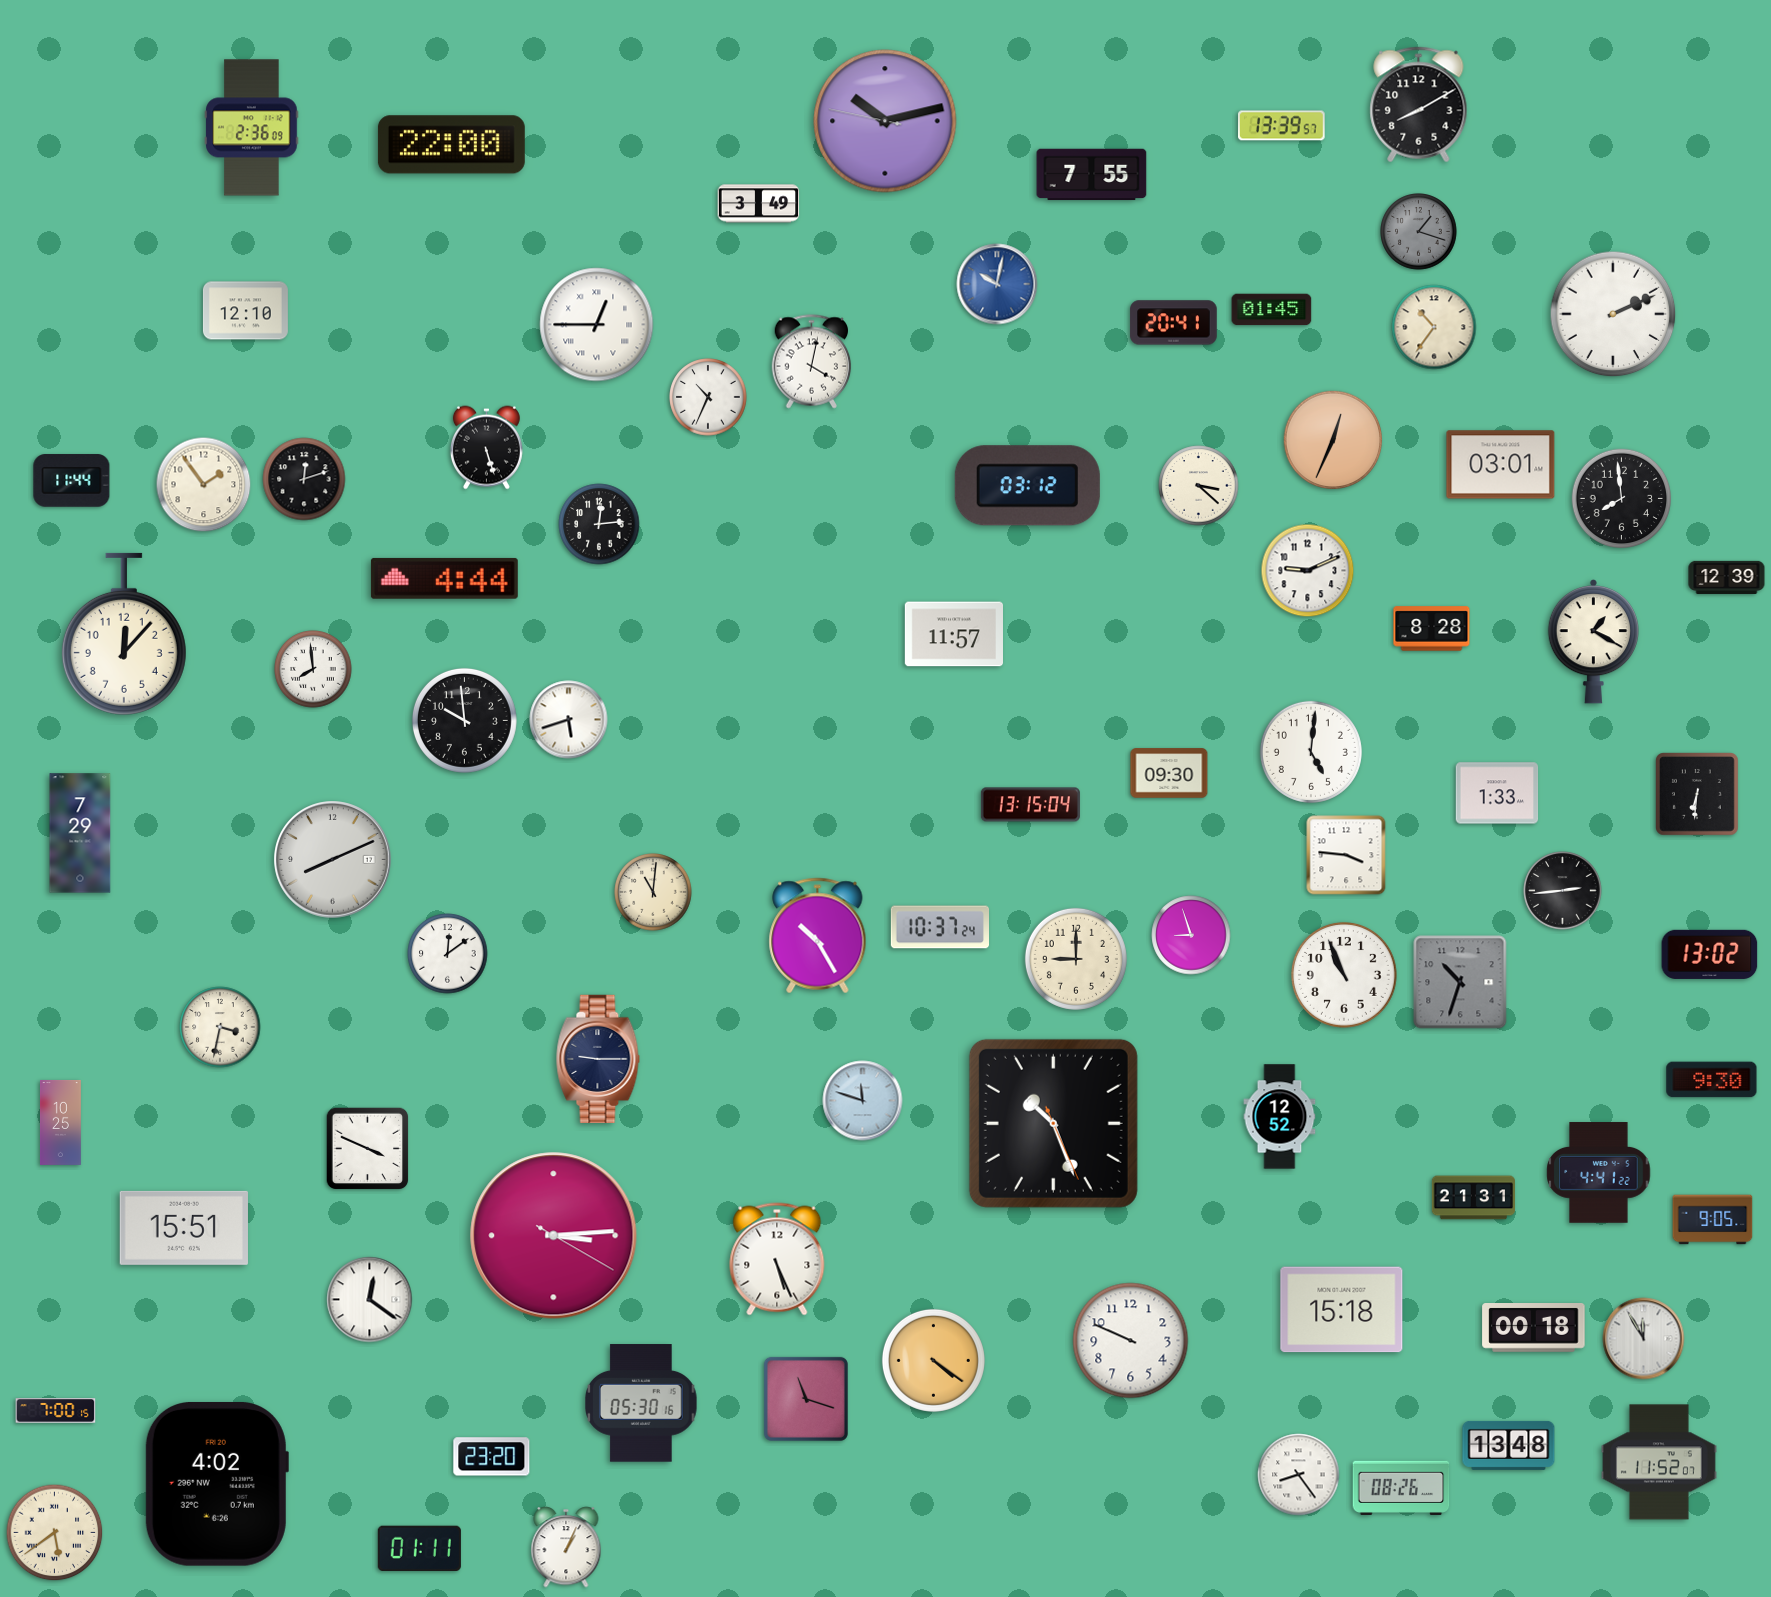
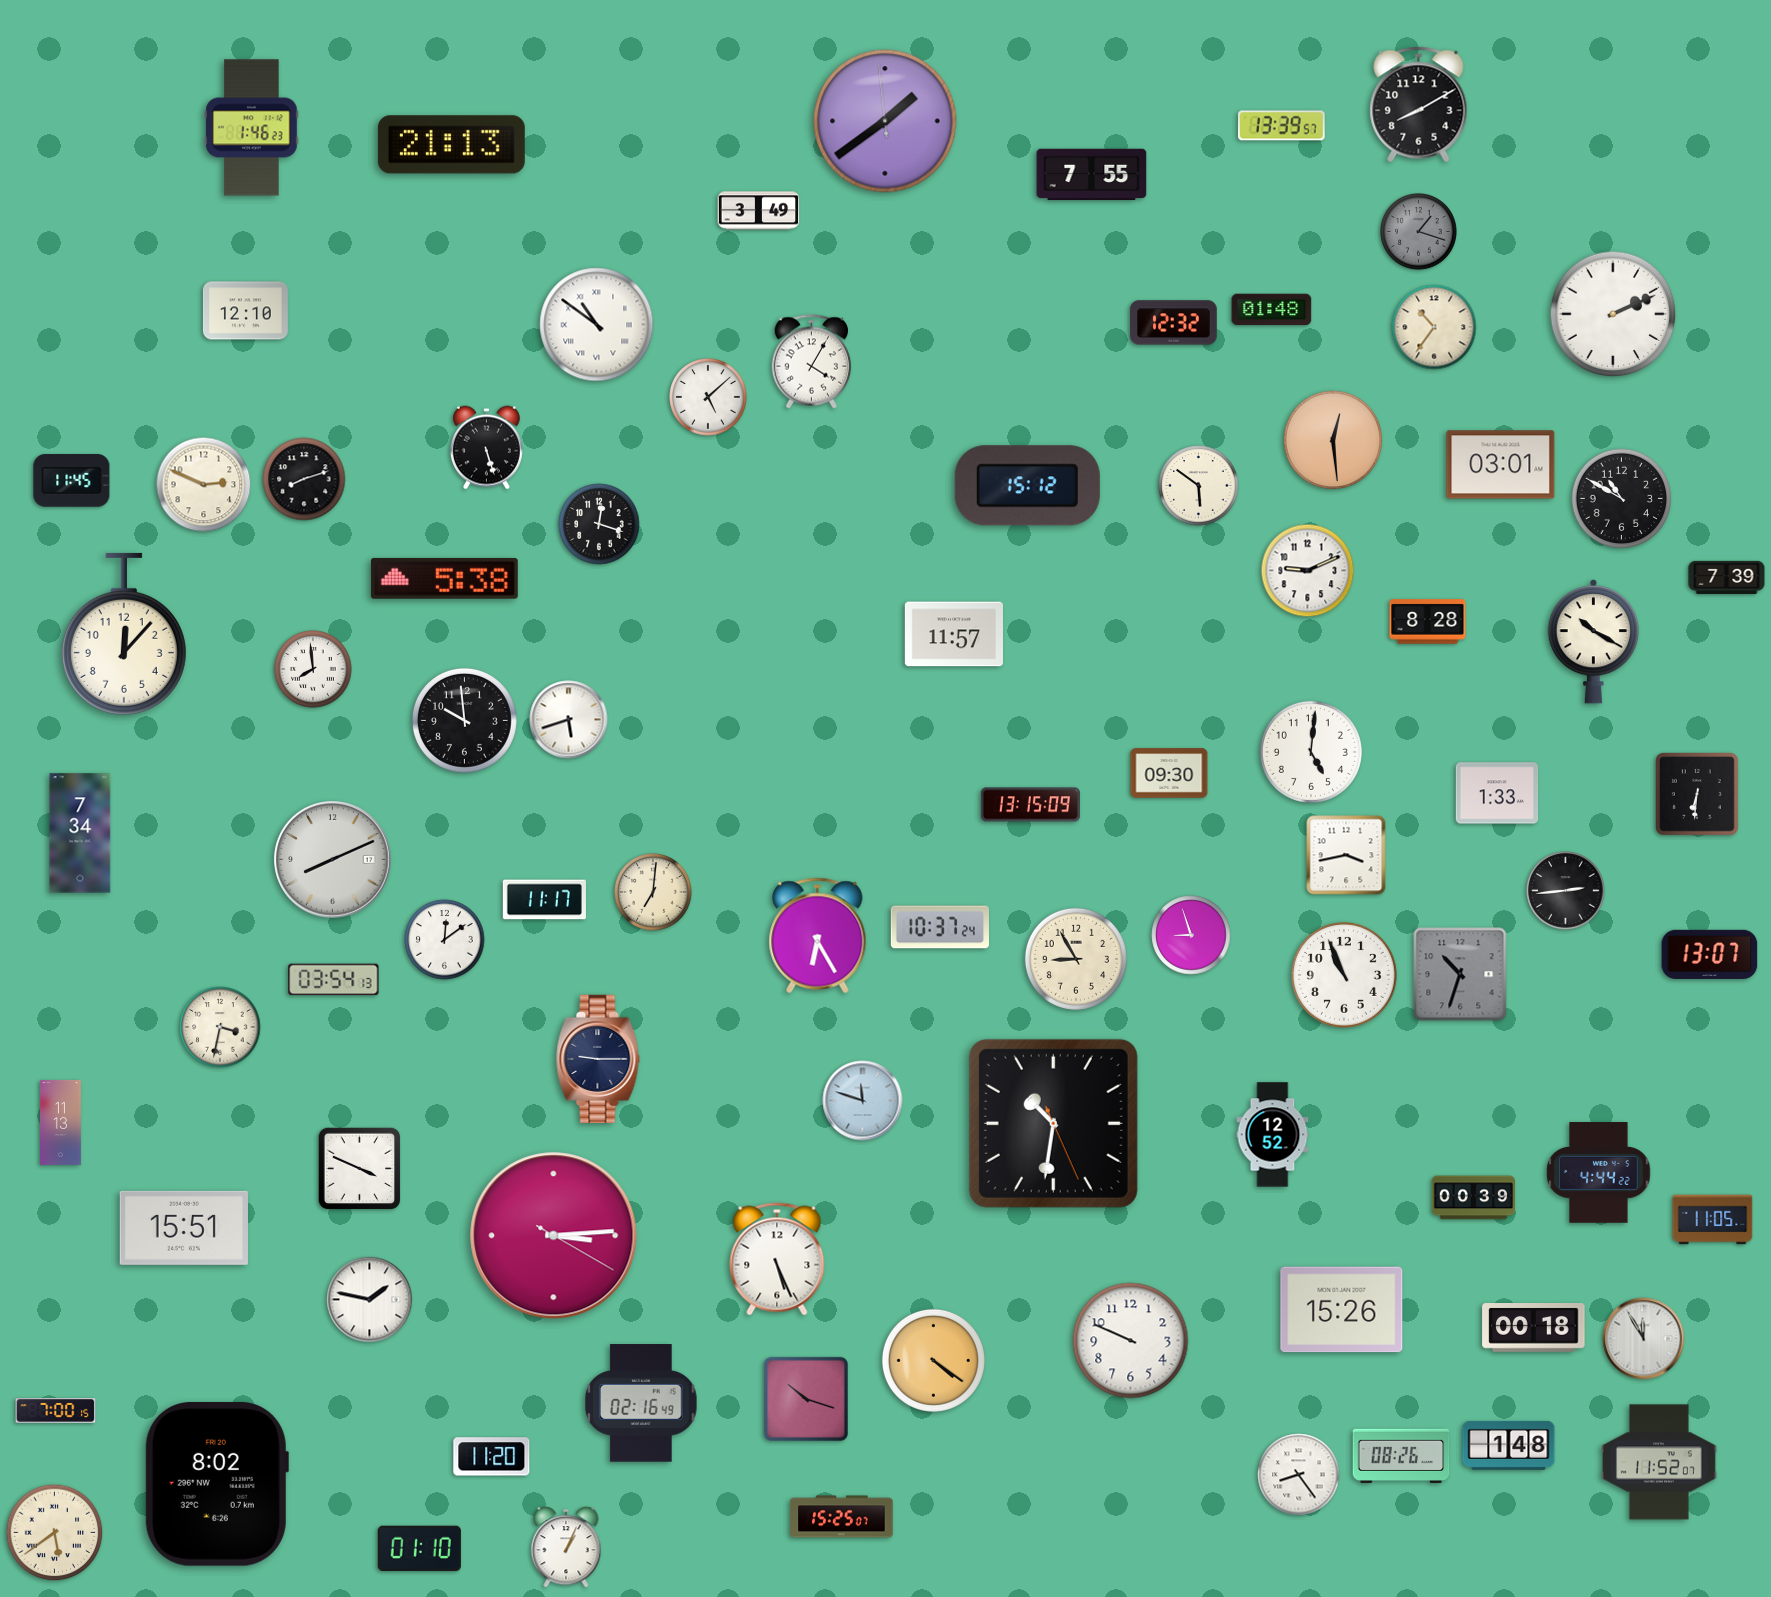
clock at (885, 121): 10:12 -> 1:38
clock at (252, 128): 2:36 -> 1:46
clock at (451, 145): 22:00 -> 21:13
clock at (759, 204) position: (759, 204) -> (759, 211)
clock at (997, 284): 10:02 -> none
clock at (1272, 310): 01:45 -> 01:48
clock at (1174, 323): 20:41 -> 12:32
clock at (597, 325): 12:45 -> 10:51
clock at (812, 362): 4:02 -> 4:05
clock at (708, 397): 10:34 -> 5:08
clock at (1333, 440): 12:34 -> 12:29
clock at (304, 479): 12:12 -> 8:12
clock at (72, 481): 11:44 -> 11:45
clock at (204, 485): 1:54 -> 2:49
clock at (1027, 486): 03:12 -> 15:12
clock at (1199, 486): 3:22 -> 5:51
clock at (1621, 498): 7:59 -> 10:50
clock at (599, 524): 12:14 -> 12:18
clock at (1727, 577): 12:39 -> 7:39
clock at (444, 578): 4:44 -> 5:38
clock at (1432, 629) position: (1432, 629) -> (1428, 622)
clock at (1593, 642): 1:20 -> 10:20
clock at (1030, 805): 13:15:04 -> 13:15:09
clock at (80, 833): 7:29 -> 7:34
clock at (1346, 855): 3:46 -> 3:43
clock at (1563, 891) position: (1563, 891) -> (1566, 891)
clock at (653, 892): 11:01 -> 7:01
clock at (544, 900): none -> 11:17
clock at (818, 936): 10:25 -> 6:25
clock at (448, 954) position: (448, 954) -> (445, 940)
clock at (1710, 954): 13:02 -> 13:07
clock at (1076, 959): 9:00 -> 8:55
clock at (334, 980): none -> 03:54
clock at (1460, 982) position: (1460, 982) -> (1460, 974)
clock at (1712, 1080): 9:30 -> none
clock at (1280, 1117) position: (1280, 1117) -> (1273, 1135)
clock at (61, 1122): 10:25 -> 11:13
clock at (1053, 1123): 10:26 -> 10:31
clock at (368, 1149) position: (368, 1149) -> (360, 1169)
clock at (1599, 1173): 4:41 -> 4:44
clock at (1473, 1198): 21:31 -> 00:39
clock at (1713, 1220): 9:05 -> 11:05
clock at (370, 1300): 12:21 -> 1:47
clock at (1342, 1310): 15:18 -> 15:26
clock at (806, 1399): 11:18 -> 10:18
clock at (641, 1403): 05:30 -> 02:16
clock at (1509, 1445): 13:48 -> 1:48
clock at (492, 1457): 23:20 -> 11:20
clock at (217, 1484): 4:02 -> 8:02
clock at (1401, 1488) position: (1401, 1488) -> (1401, 1456)
clock at (842, 1517): none -> 15:25
clock at (419, 1548): 01:11 -> 01:10
